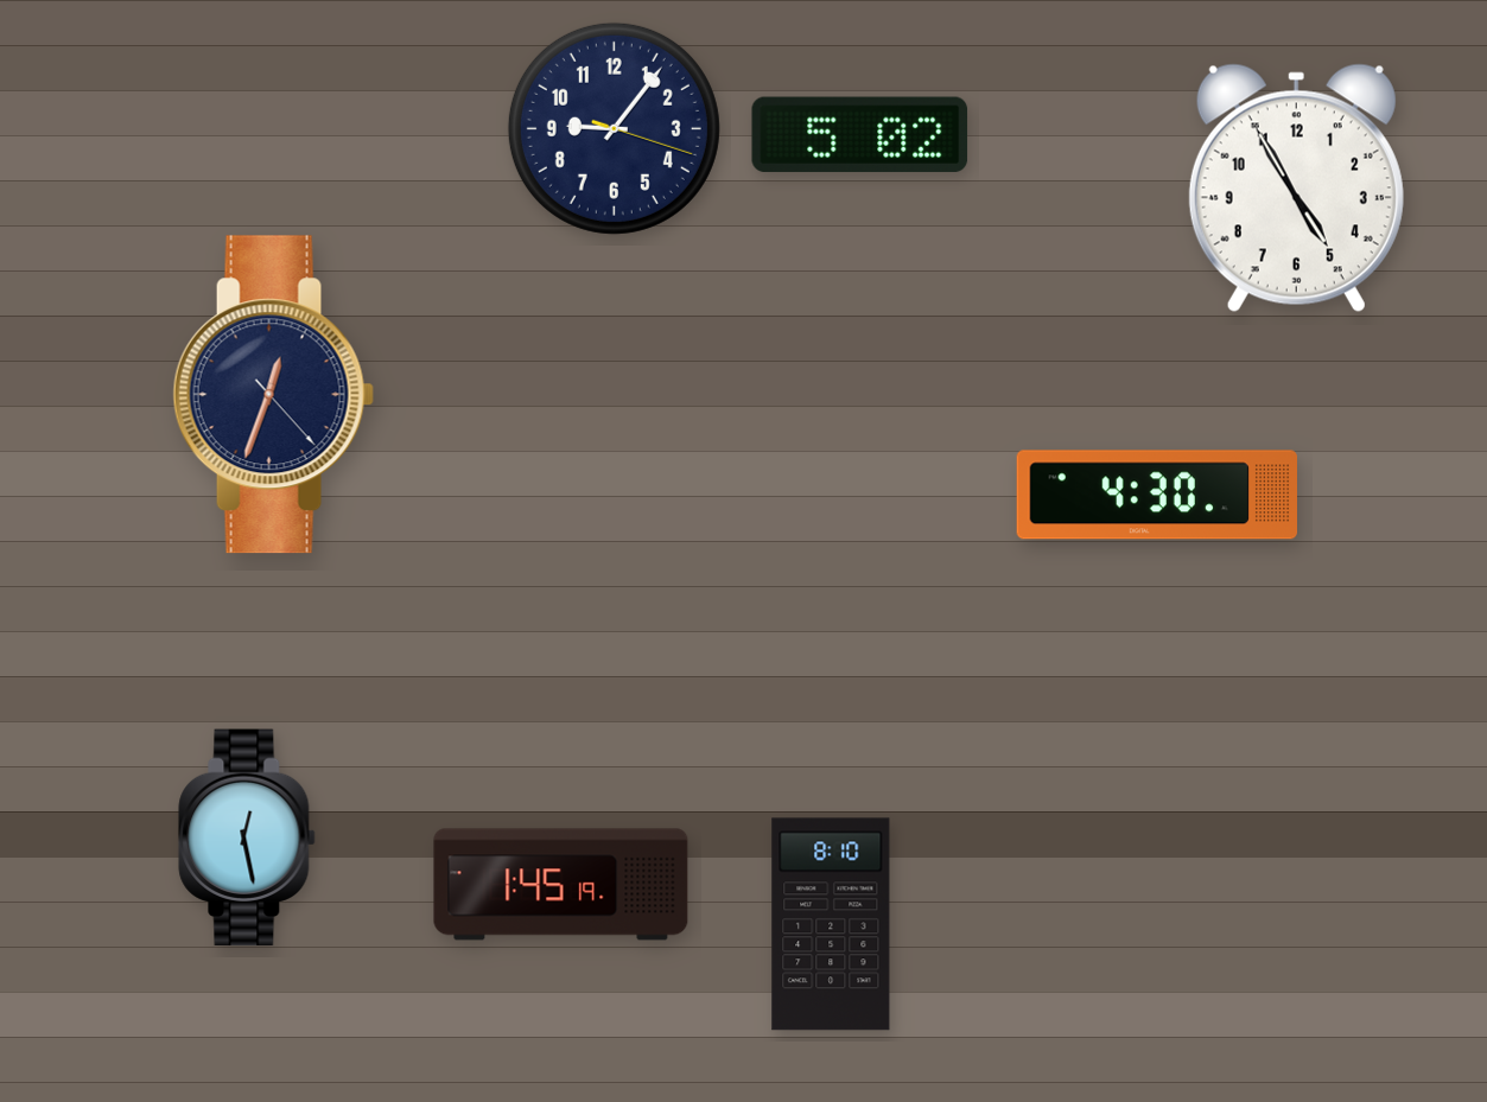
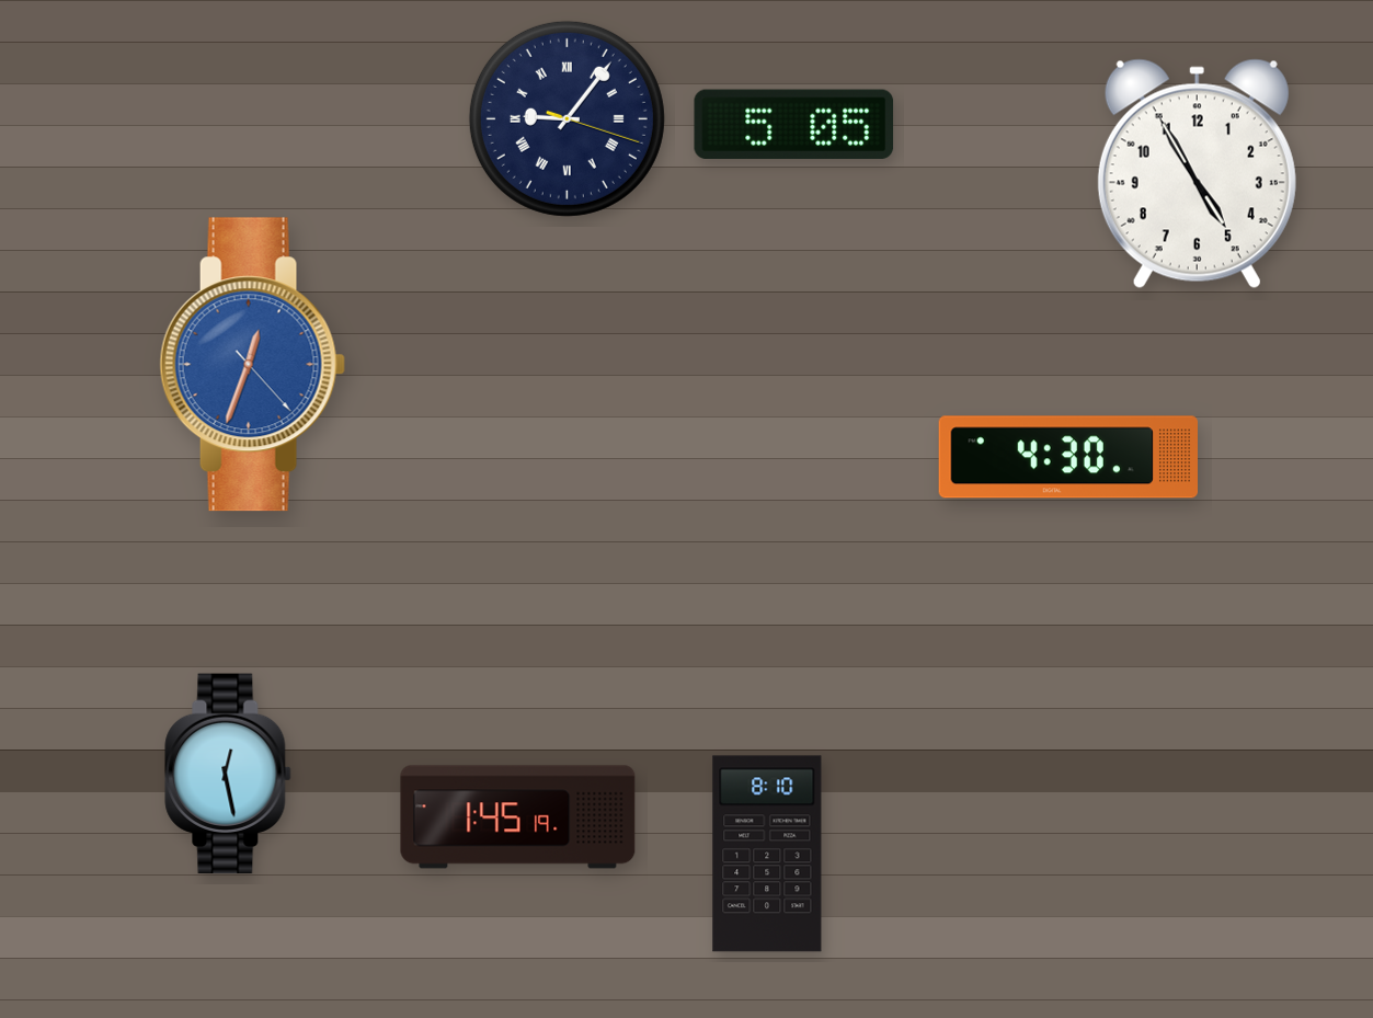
clock at (614, 128) numerals: Arabic -> Roman
clock at (860, 134): 5:02 -> 5:05
clock at (273, 395) dial: navy -> blue
